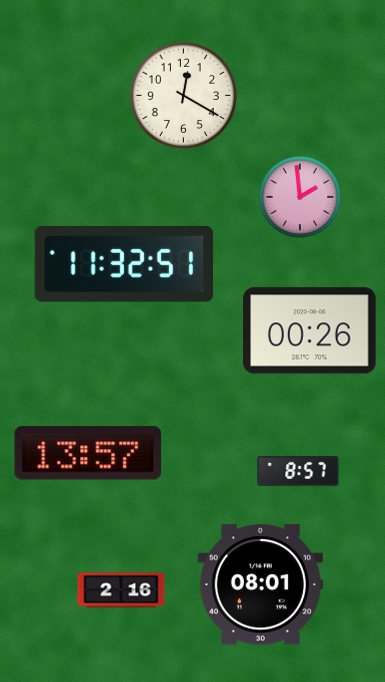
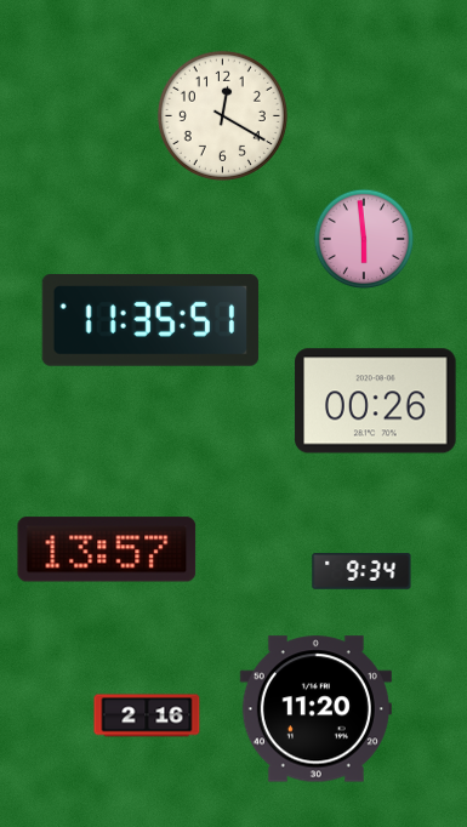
clock at (300, 197): 1:59 -> 5:59
clock at (124, 265): 11:32 -> 11:35
clock at (298, 471): 8:57 -> 9:34
clock at (260, 585): 08:01 -> 11:20
